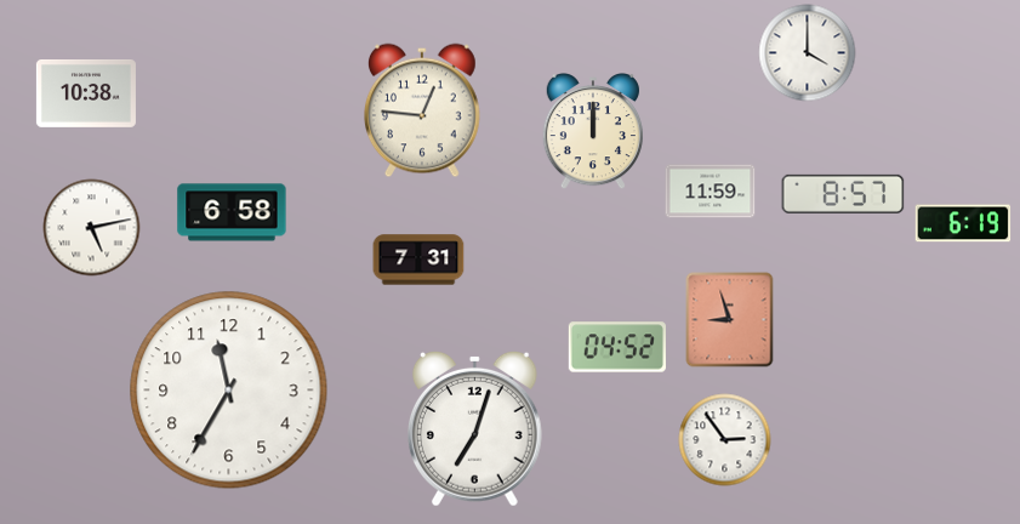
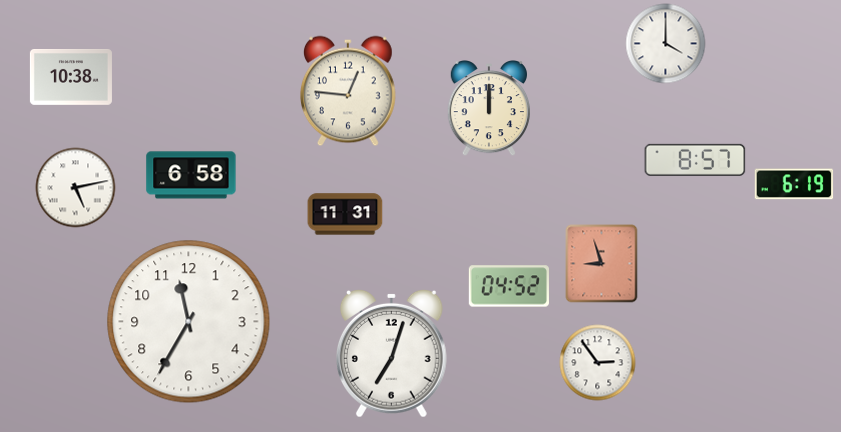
clock at (711, 192): 11:59 -> none
clock at (418, 260): 7:31 -> 11:31
